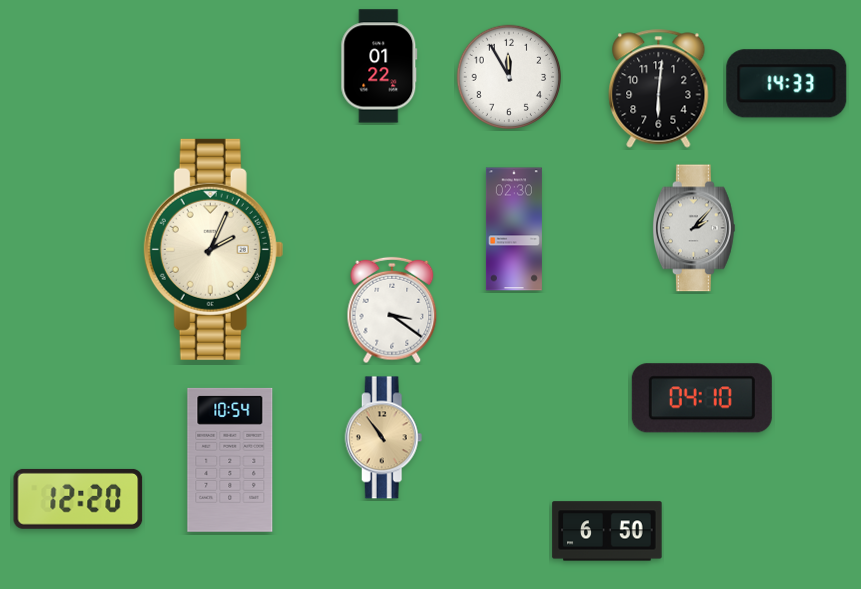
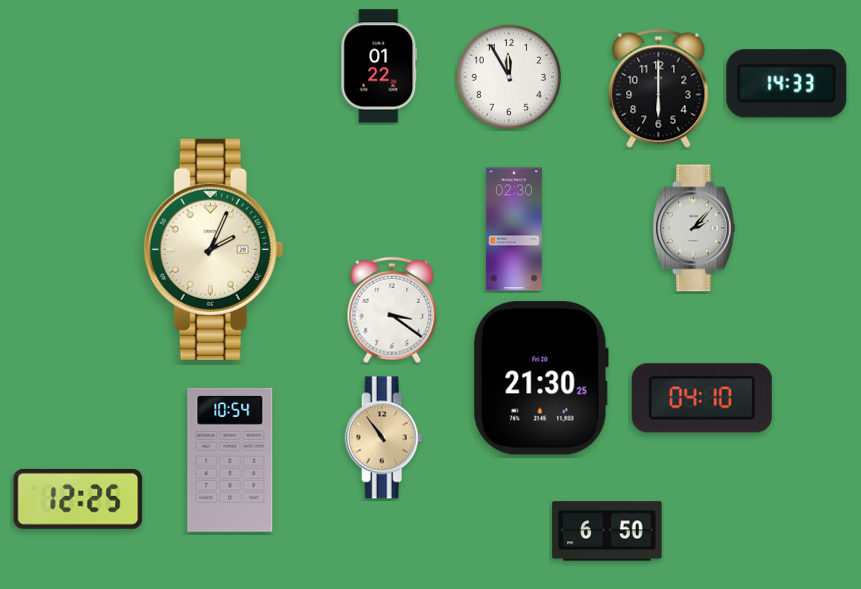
clock at (659, 89): 6:01 -> 6:00
clock at (541, 378): none -> 21:30
clock at (78, 499): 12:20 -> 12:25
